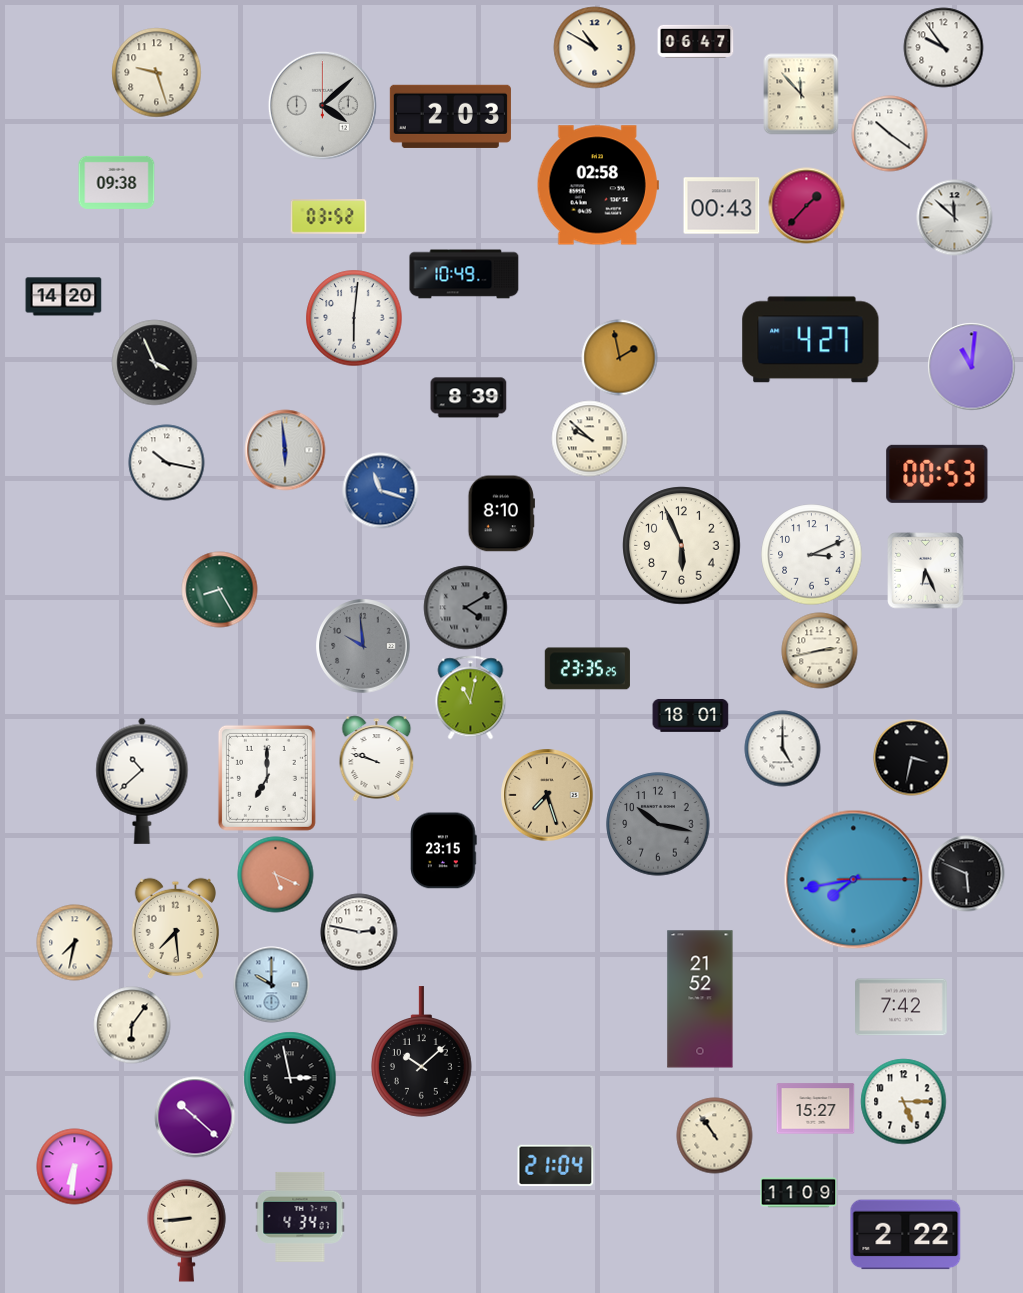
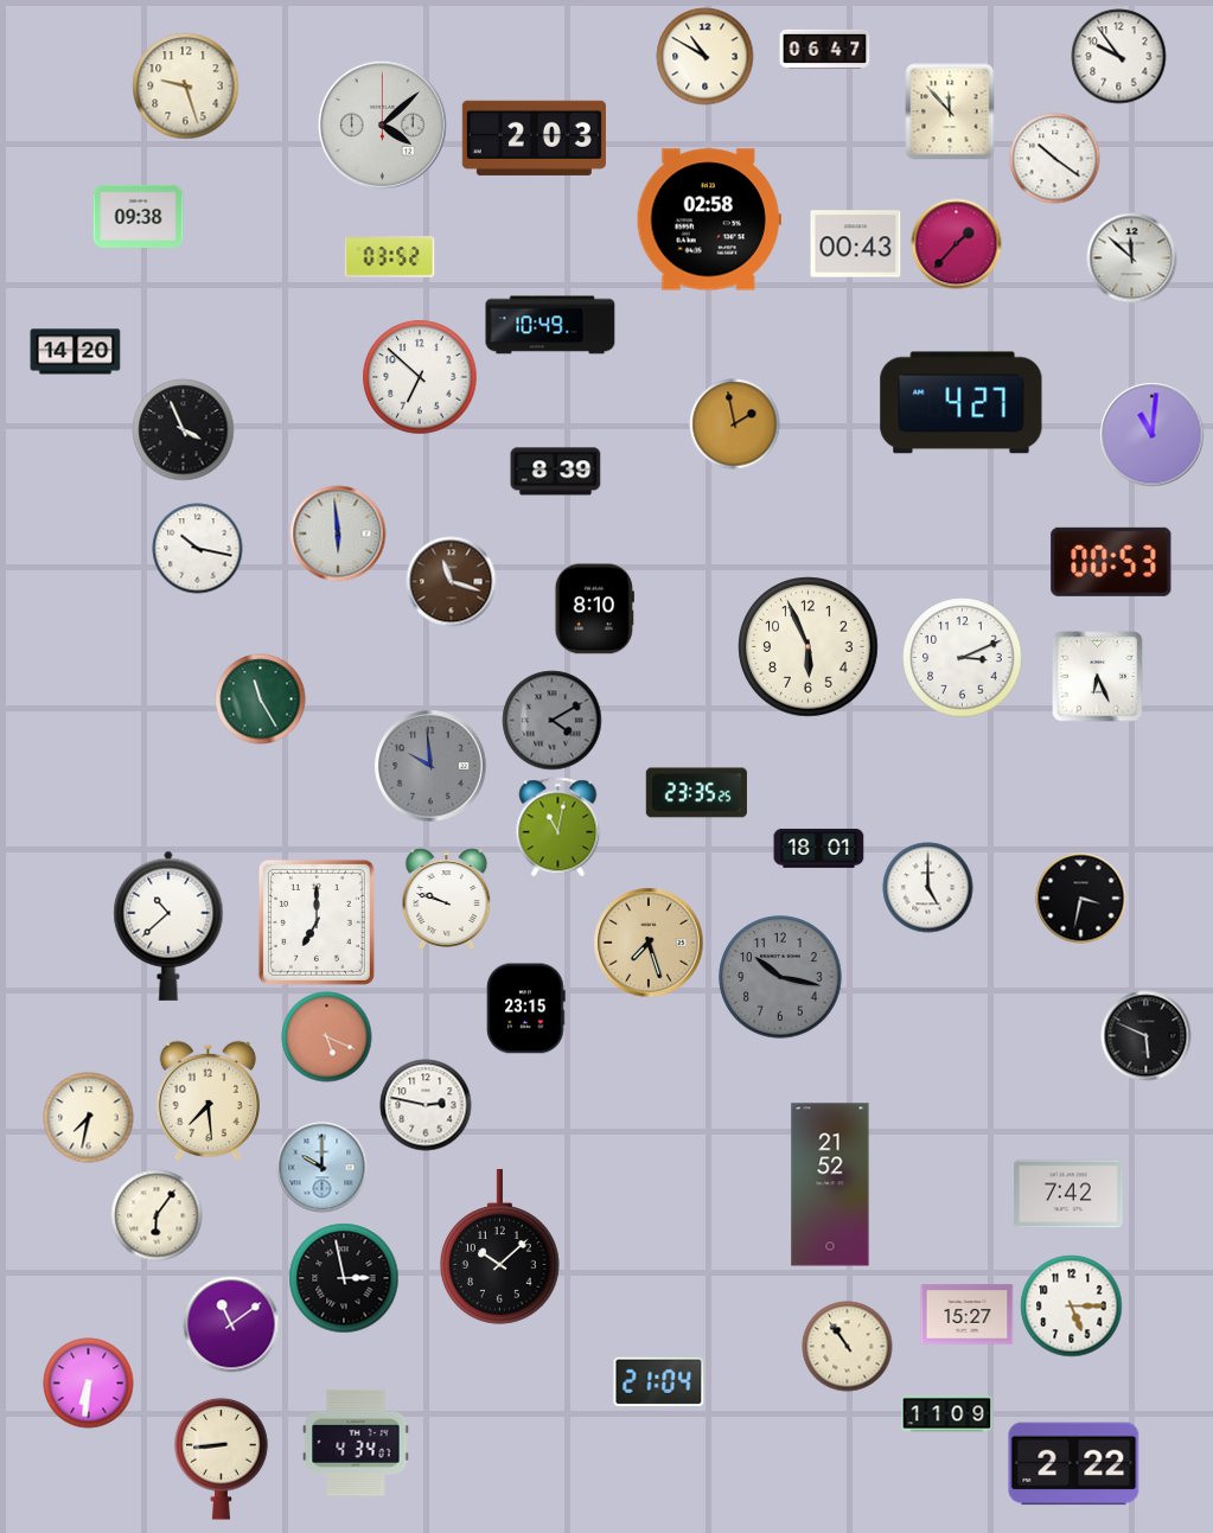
clock at (354, 318): 6:01 -> 6:52
clock at (590, 439): 9:52 -> none
clock at (381, 491) dial: blue -> brown
clock at (220, 590): 8:25 -> 11:25
clock at (820, 651): 2:43 -> none
clock at (854, 880): 7:43 -> none
clock at (195, 1117): 10:22 -> 11:09
